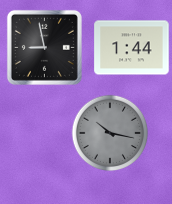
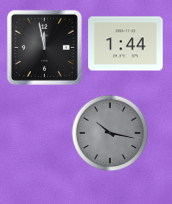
clock at (44, 47): 8:58 -> 11:58
clock at (132, 48) position: (132, 48) -> (126, 44)
